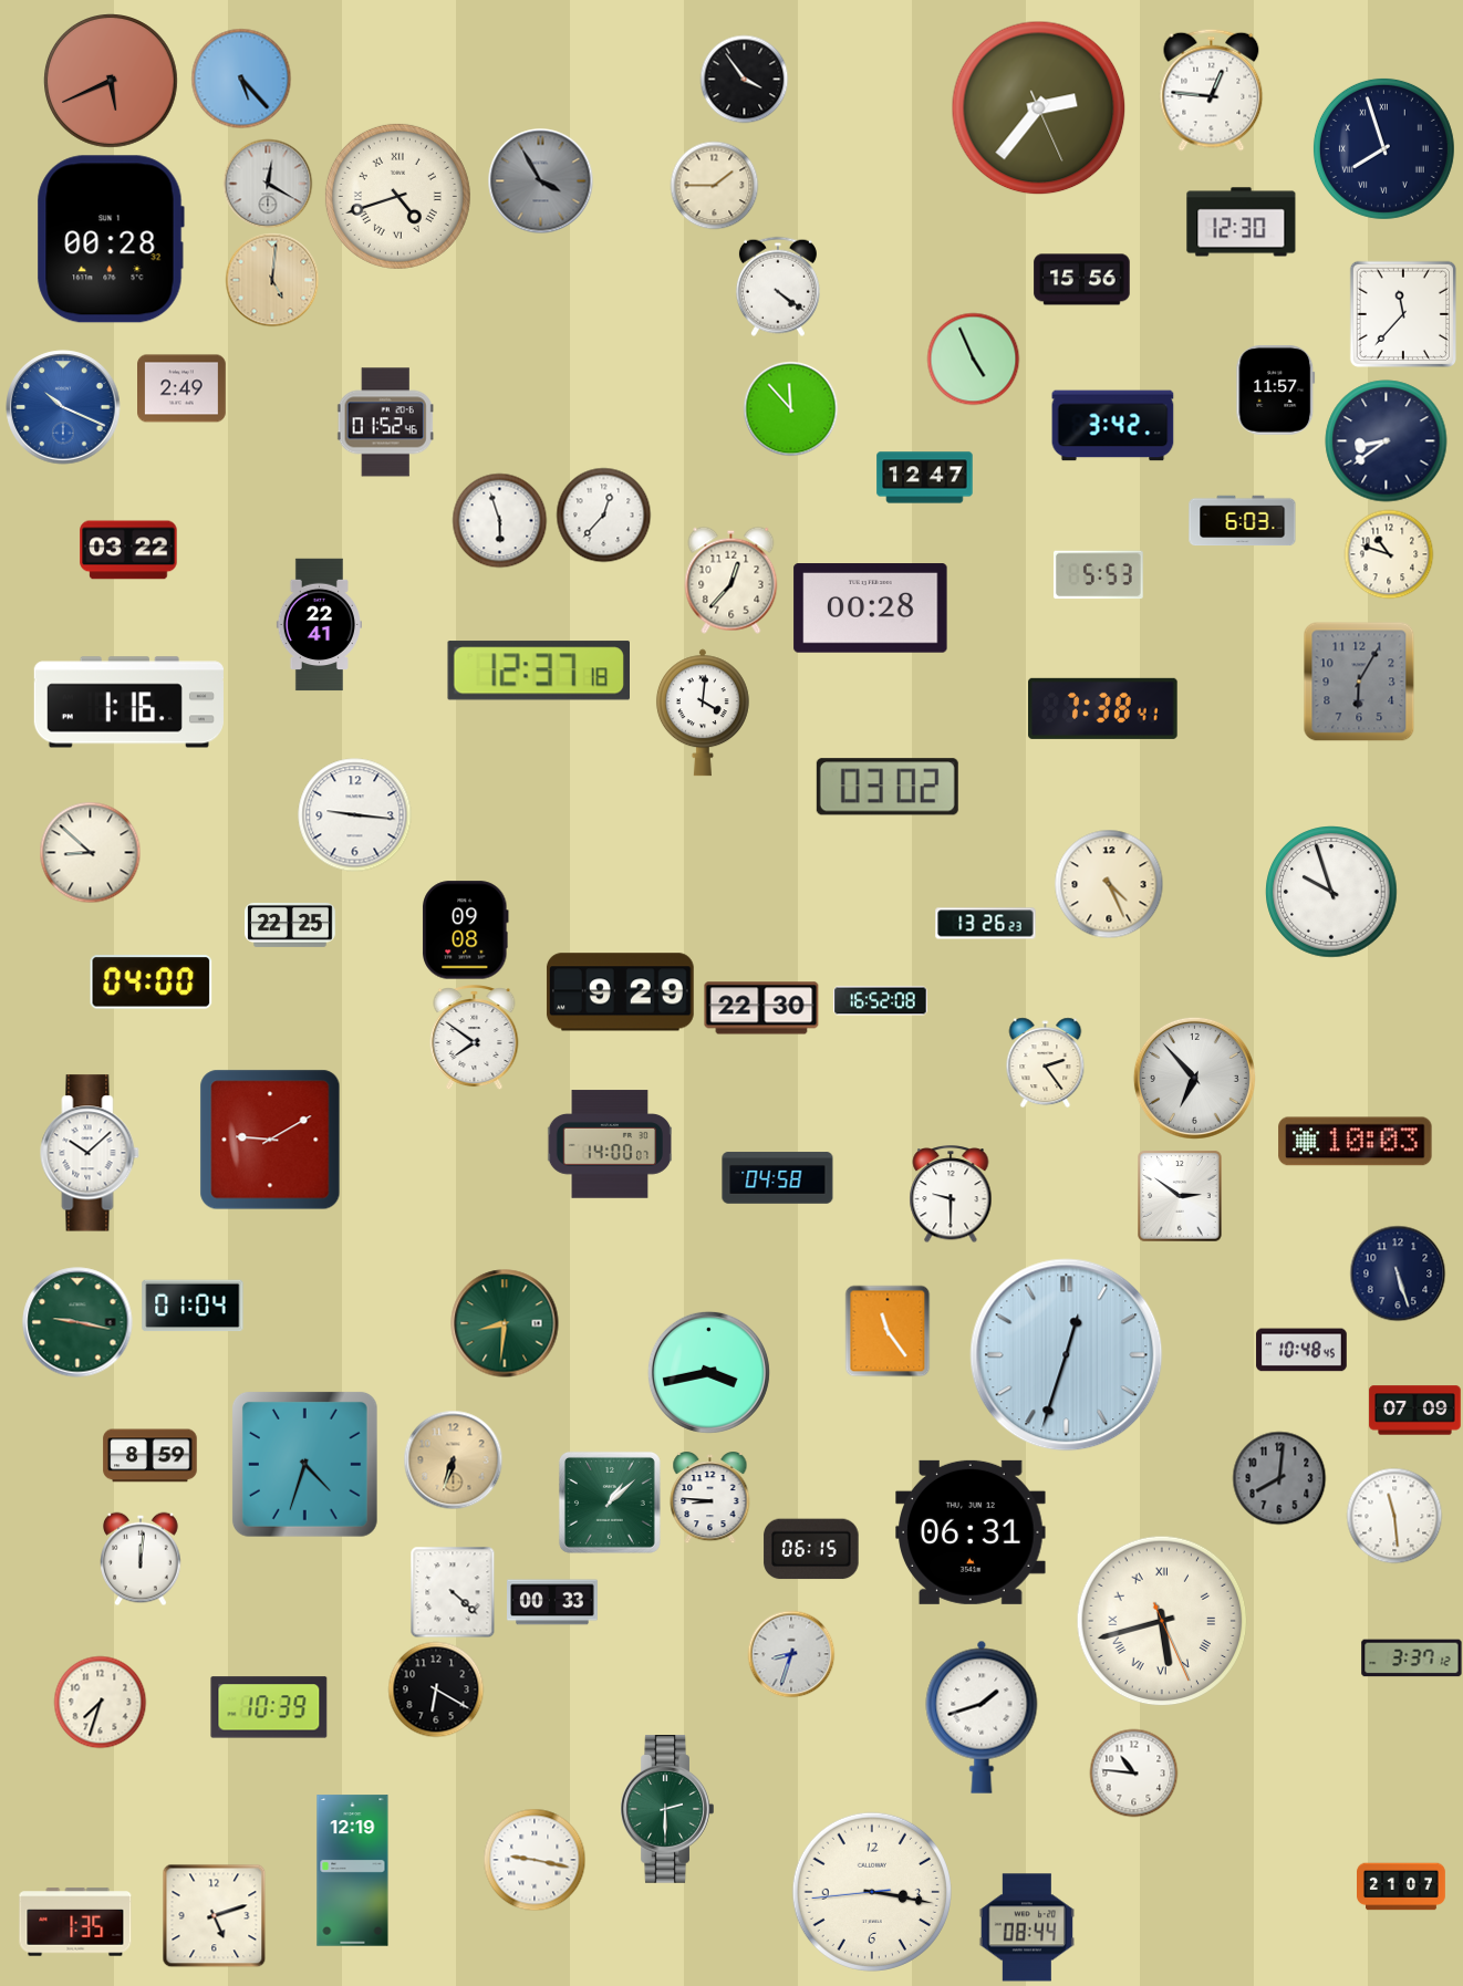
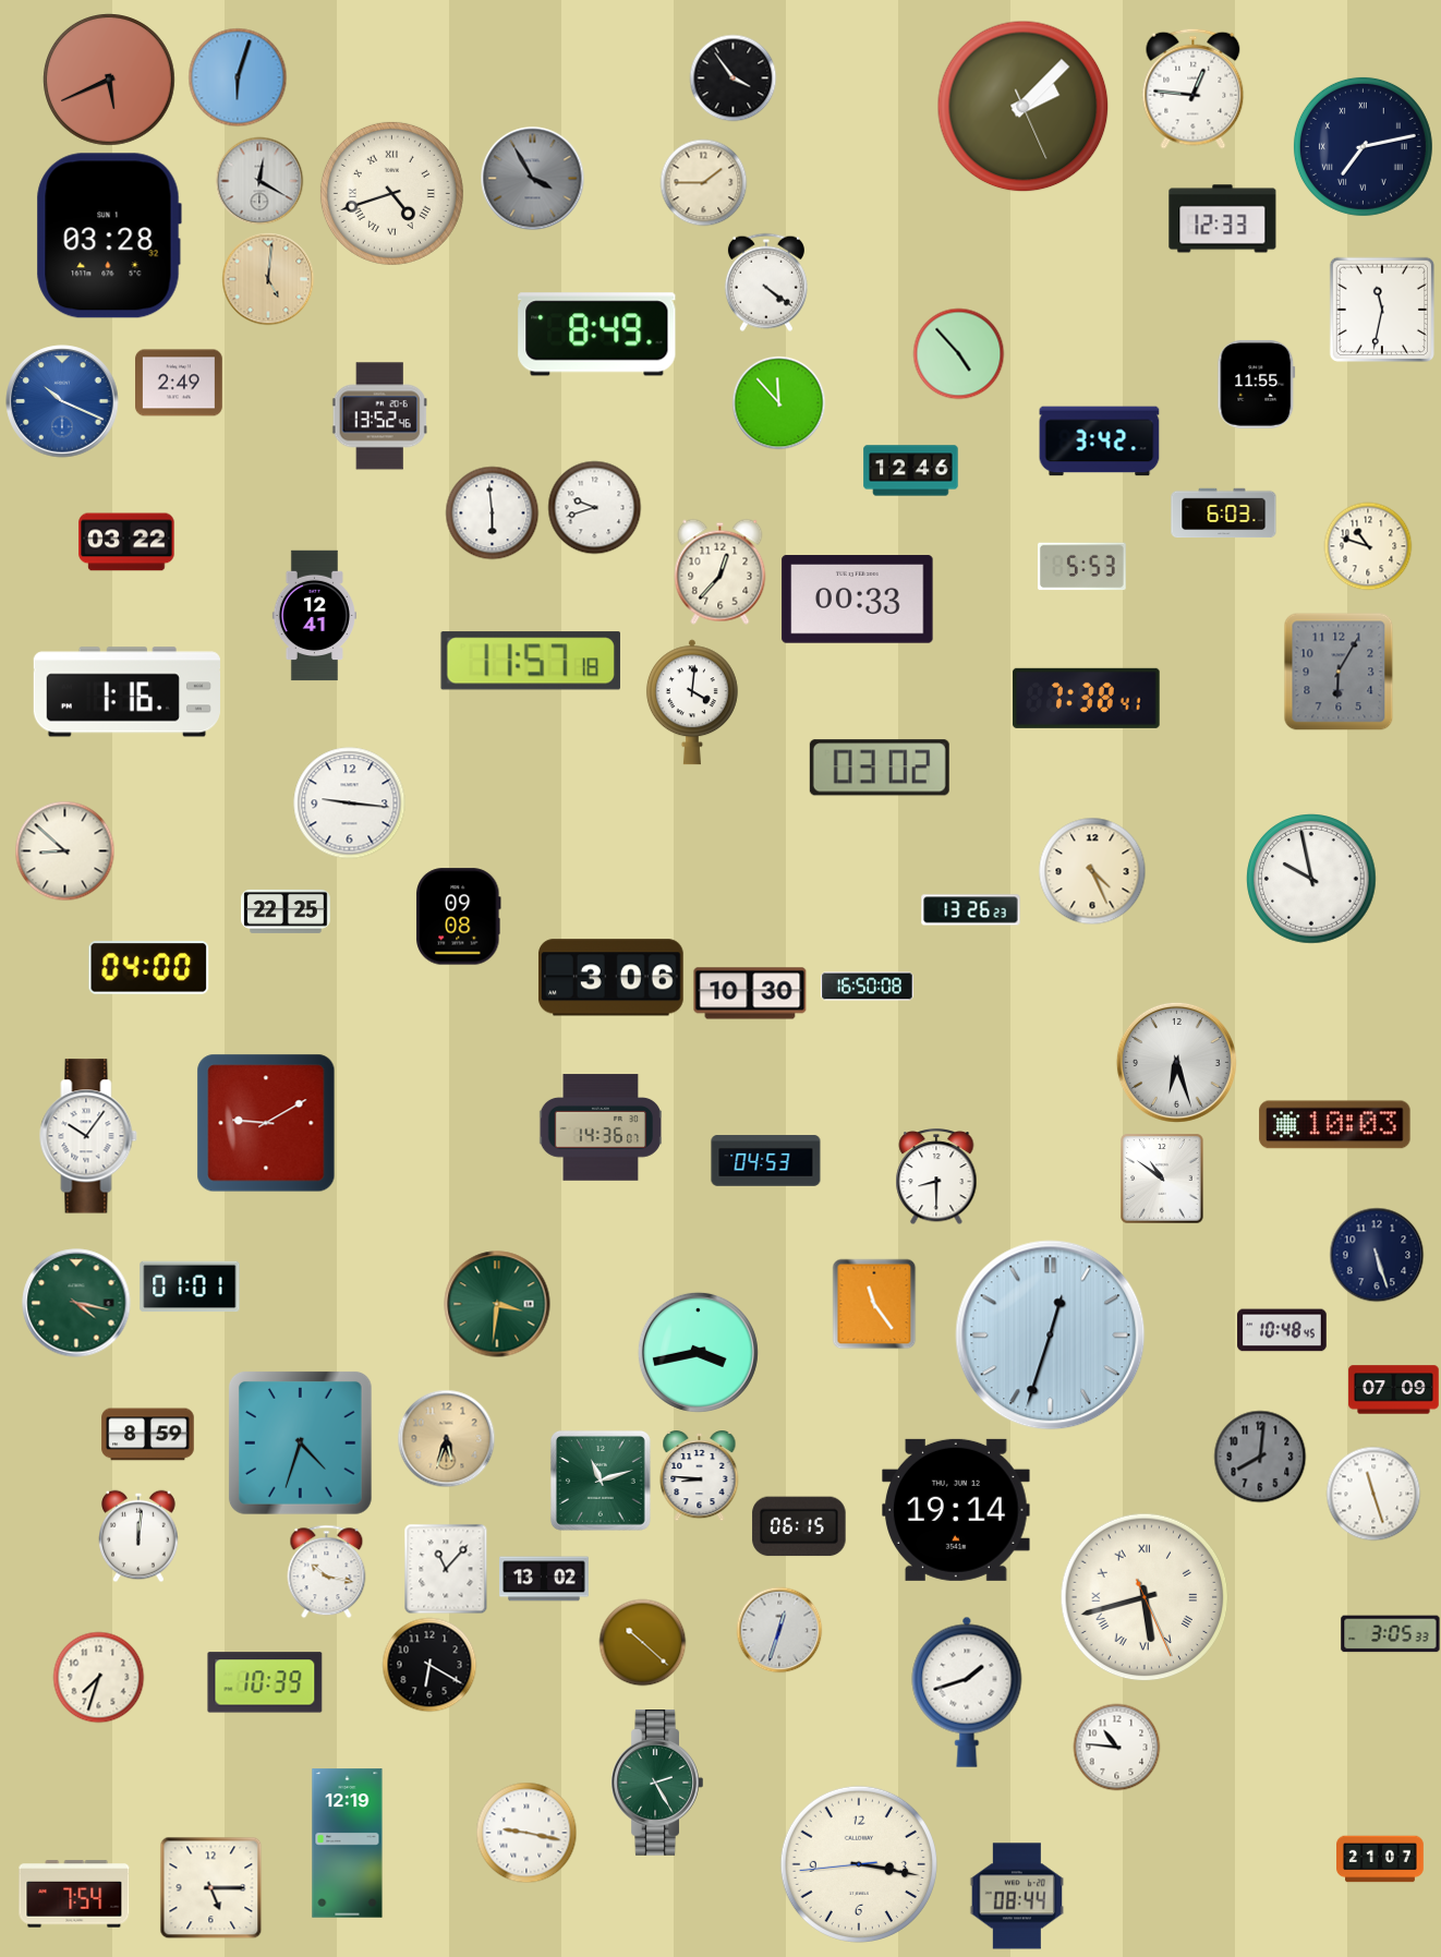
clock at (241, 79): 5:23 -> 6:03
clock at (1039, 108): 2:36 -> 2:07
clock at (1383, 148): 7:57 -> 7:13
clock at (268, 184) position: (268, 184) -> (259, 181)
clock at (1242, 222): 12:30 -> 12:33
clock at (111, 239): 00:28 -> 03:28
clock at (272, 280) position: (272, 280) -> (268, 279)
clock at (1082, 280): 15:56 -> none
clock at (1402, 313): 11:37 -> 11:32
clock at (597, 335): none -> 8:49
clock at (973, 358): 4:56 -> 4:53
clock at (1276, 391): 11:57 -> 11:55
clock at (386, 423): 01:52 -> 13:52
clock at (1113, 426) position: (1113, 426) -> (1100, 442)
clock at (1387, 441): 8:39 -> none
clock at (925, 478): 12:47 -> 12:46
clock at (603, 514): 12:37 -> 9:42
clock at (499, 520): 5:57 -> 5:59
clock at (871, 609): 00:28 -> 00:33
clock at (319, 625): 22:41 -> 12:41
clock at (538, 670): 12:37 -> 11:57
clock at (888, 787) position: (888, 787) -> (880, 768)
clock at (90, 852) position: (90, 852) -> (64, 850)
clock at (1331, 892): 9:57 -> 9:58
clock at (620, 992): 9:29 -> 3:06
clock at (881, 1001): 16:52 -> 16:50
clock at (761, 1008): 22:30 -> 10:30
clock at (475, 1038): 7:51 -> none
clock at (1046, 1062): 2:24 -> none
clock at (1194, 1078): 6:53 -> 6:27
clock at (609, 1144): 14:00 -> 14:36
clock at (90, 1153): 10:08 -> 10:06
clock at (778, 1178): 04:58 -> 04:53
clock at (951, 1194): 9:30 -> 8:30
clock at (1180, 1196): 2:51 -> 10:51
clock at (193, 1306): 01:04 -> 01:01
clock at (77, 1322): 9:17 -> 4:17
clock at (505, 1323): 8:31 -> 3:31
clock at (888, 1331) position: (888, 1331) -> (874, 1304)
clock at (453, 1459): 6:33 -> 5:33
clock at (610, 1503): 1:08 -> 11:12
clock at (1394, 1516): 11:29 -> 11:27
clock at (972, 1532): 06:31 -> 19:14
clock at (453, 1592): 4:22 -> 11:07
clock at (327, 1571): none -> 10:17
clock at (552, 1602): 00:33 -> 13:02
clock at (791, 1654): 8:33 -> 12:33
clock at (1412, 1659): 3:37 -> 3:05
clock at (642, 1642): none -> 10:22
clock at (667, 1809): 2:30 -> 2:25
clock at (214, 1915): 5:12 -> 5:15
clock at (75, 1922): 1:35 -> 7:54
clock at (1026, 1927) position: (1026, 1927) -> (1016, 1896)
